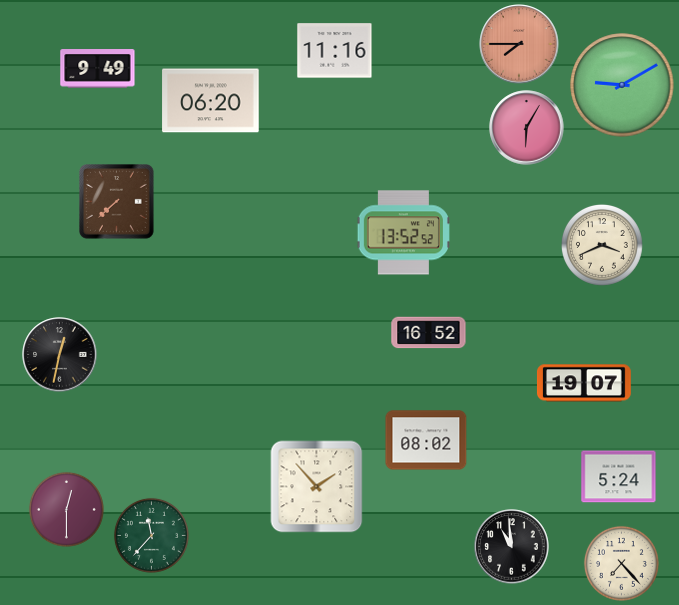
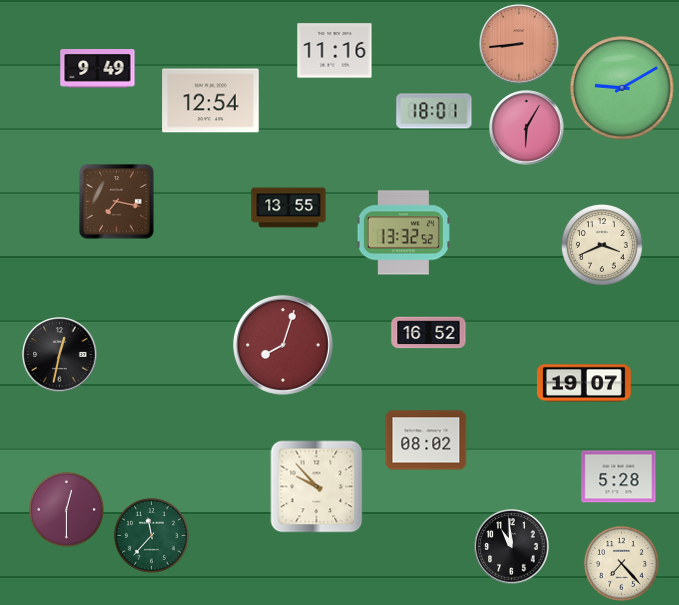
clock at (519, 44): 7:45 -> 8:44
clock at (622, 85) position: (622, 85) -> (622, 88)
clock at (211, 101): 06:20 -> 12:54
clock at (434, 111): none -> 18:01
clock at (117, 202): 7:38 -> 7:17
clock at (289, 208): none -> 13:55
clock at (403, 233): 13:52 -> 13:32
clock at (283, 345): none -> 8:03
clock at (619, 477): 5:24 -> 5:28
clock at (317, 487): 1:53 -> 9:53
